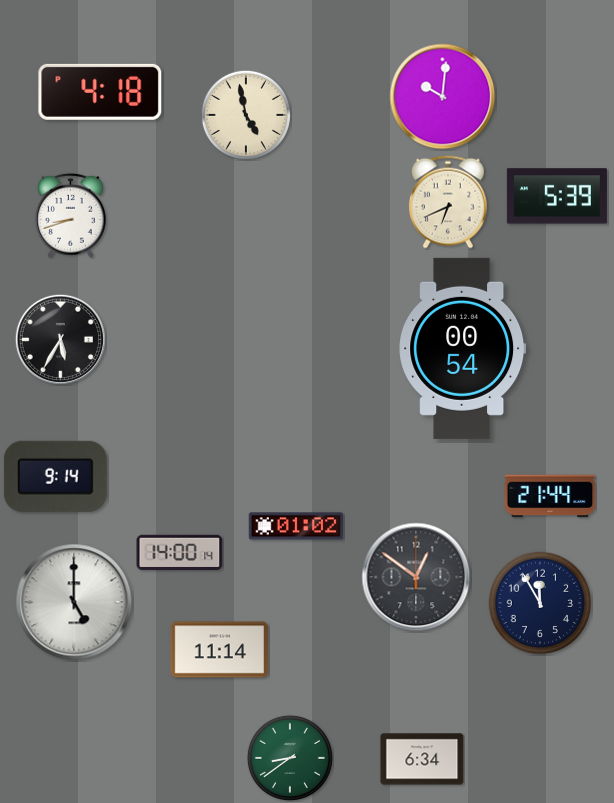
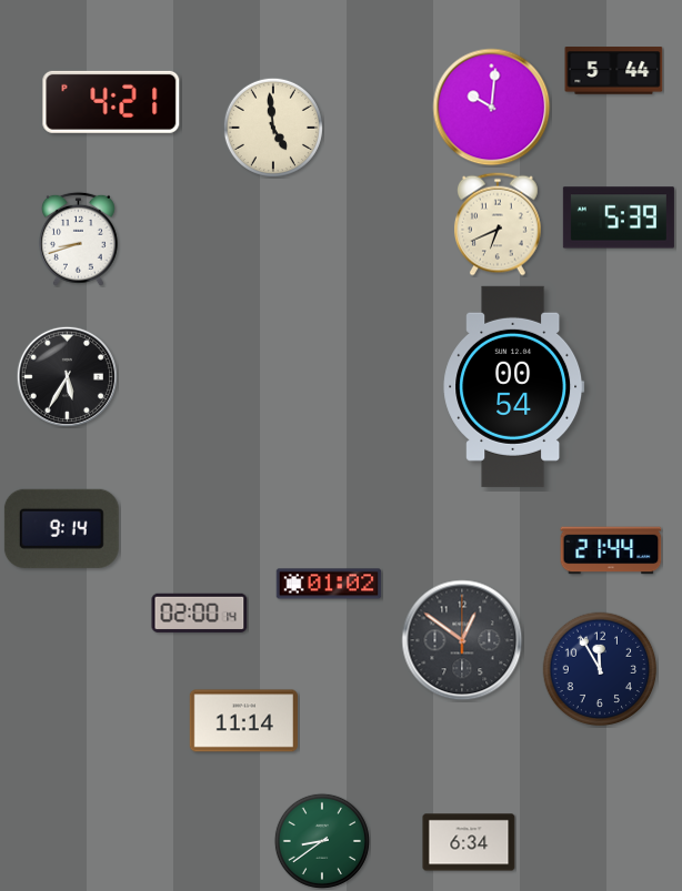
clock at (614, 71): none -> 5:44
clock at (100, 92): 4:18 -> 4:21
clock at (246, 115): 4:58 -> 4:59
clock at (180, 552): 14:00 -> 02:00
clock at (74, 602): 5:00 -> none
